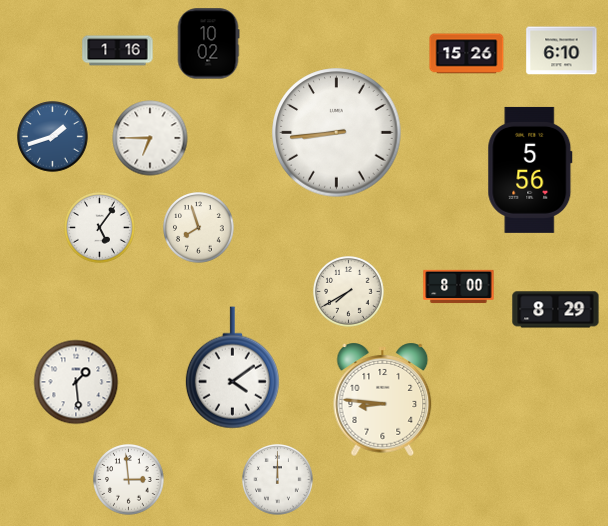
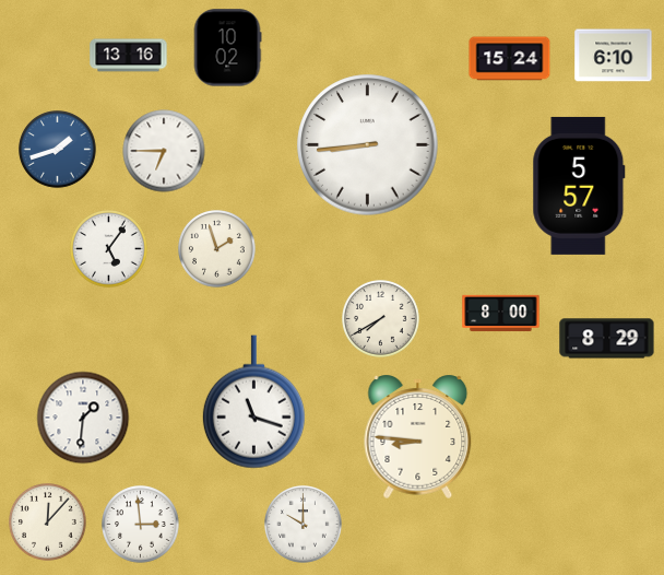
clock at (118, 51): 1:16 -> 13:16
clock at (467, 54): 15:26 -> 15:24
clock at (530, 170): 5:56 -> 5:57
clock at (199, 228): 7:57 -> 1:57
clock at (232, 368): 4:09 -> 11:18
clock at (76, 382): 1:29 -> 1:31
clock at (48, 523): none -> 12:07
clock at (278, 480): 12:00 -> 10:00
